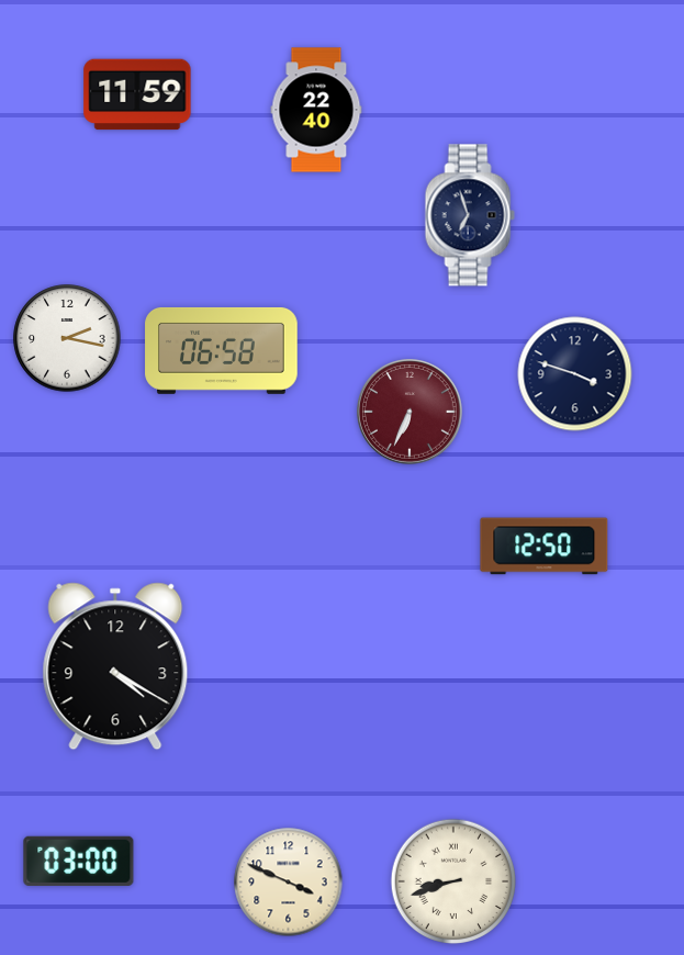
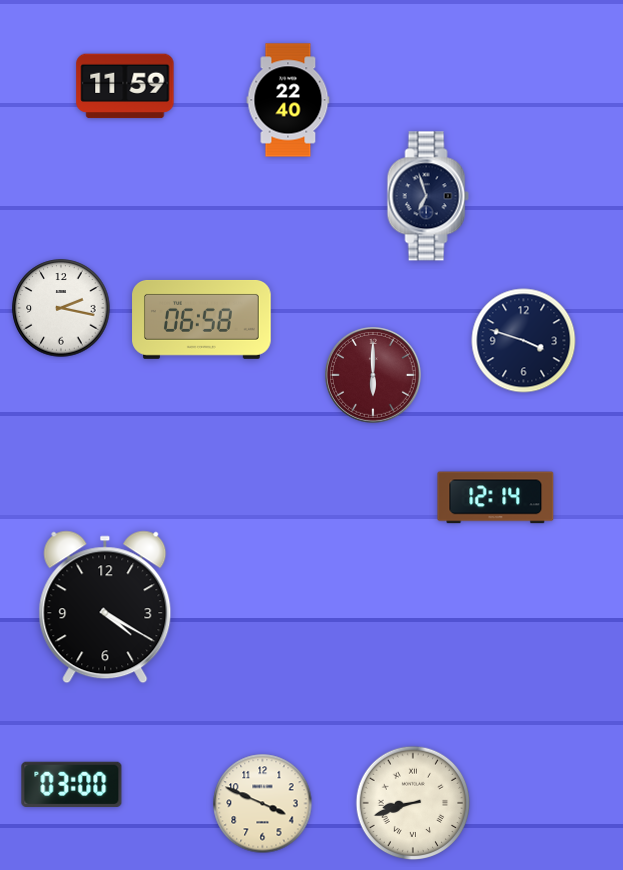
clock at (411, 413): 6:34 -> 6:00
clock at (545, 547): 12:50 -> 12:14
